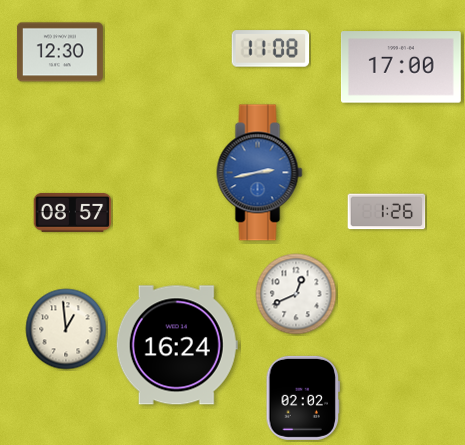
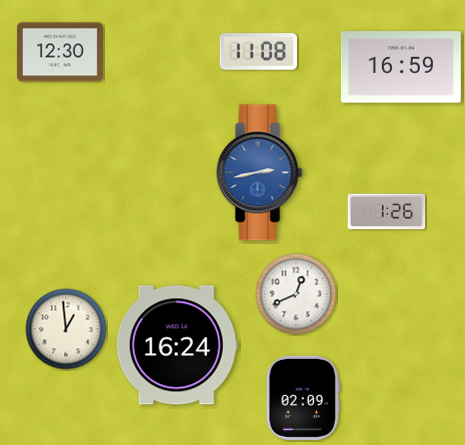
clock at (271, 49) position: (271, 49) -> (259, 52)
clock at (401, 67): 17:00 -> 16:59
clock at (73, 212): 08:57 -> none
clock at (302, 398): 02:02 -> 02:09
